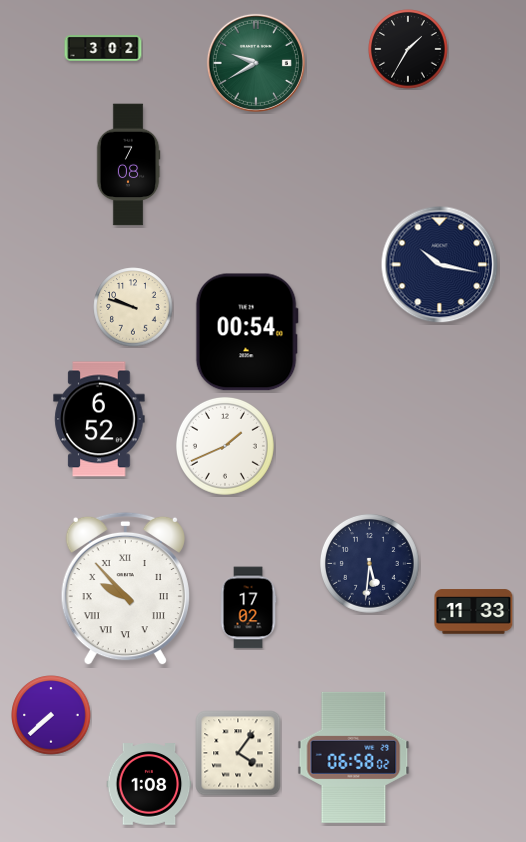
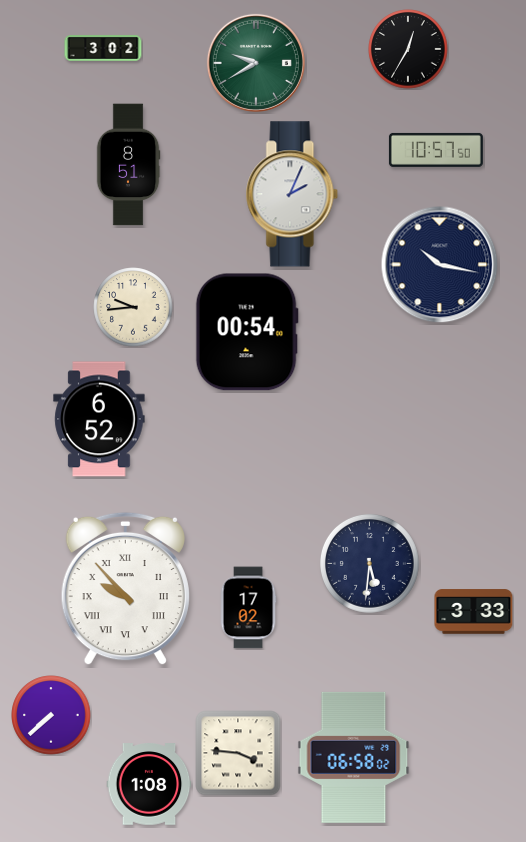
clock at (408, 49): 1:35 -> 12:35
clock at (436, 150): none -> 10:57
clock at (128, 165): 7:08 -> 8:51
clock at (292, 194): none -> 2:04
clock at (133, 307): 9:48 -> 9:44
clock at (225, 446): 1:41 -> none
clock at (474, 612): 11:33 -> 3:33
clock at (238, 753): 4:06 -> 3:46
